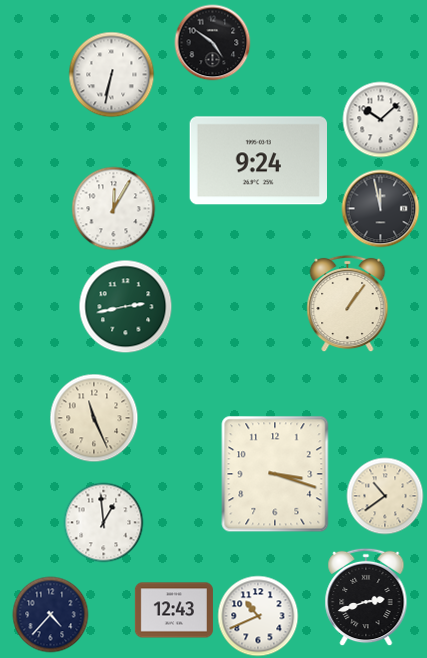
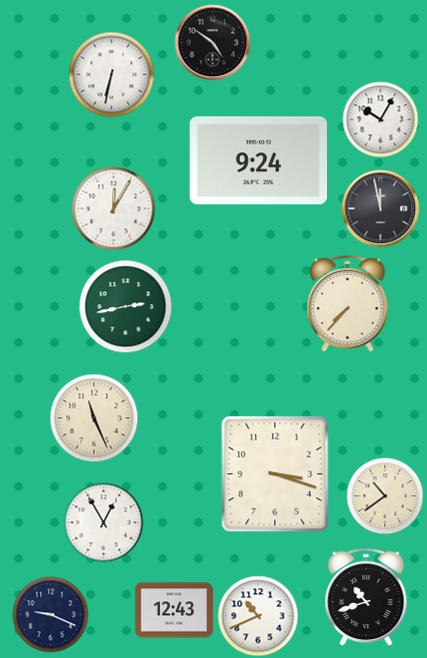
clock at (381, 120): 10:08 -> 10:05
clock at (348, 304): 1:06 -> 7:37
clock at (104, 523): 12:59 -> 12:55
clock at (366, 597): 2:42 -> 10:42
clock at (51, 615): 4:37 -> 9:19
